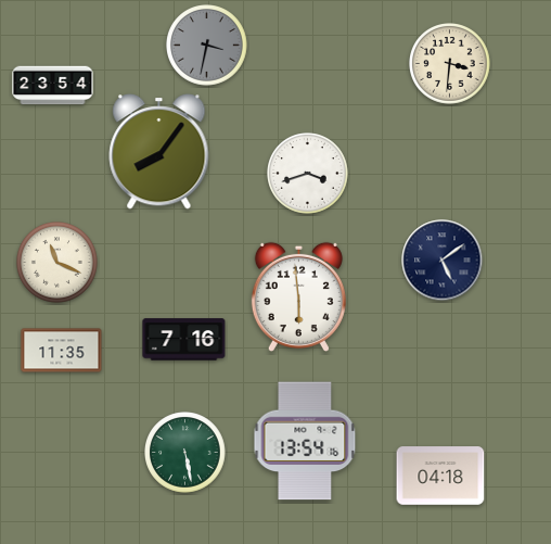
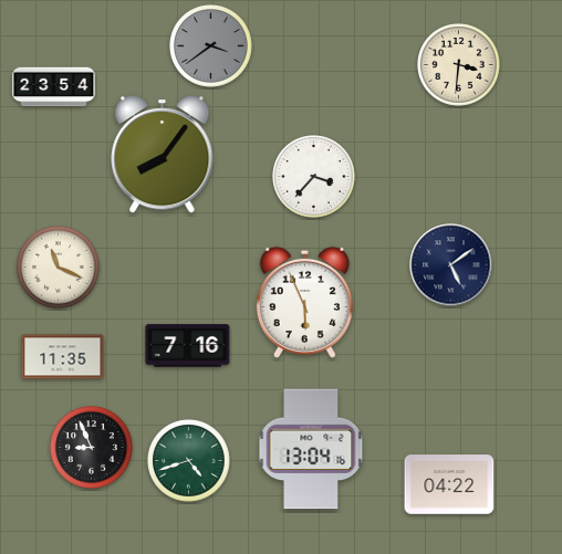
clock at (207, 46): 3:32 -> 3:39
clock at (308, 174): 3:42 -> 3:37
clock at (298, 296): 5:59 -> 5:56
clock at (92, 448): none -> 8:56
clock at (305, 441): 13:54 -> 13:04
clock at (185, 453): 5:28 -> 4:42
clock at (440, 476): 04:18 -> 04:22
